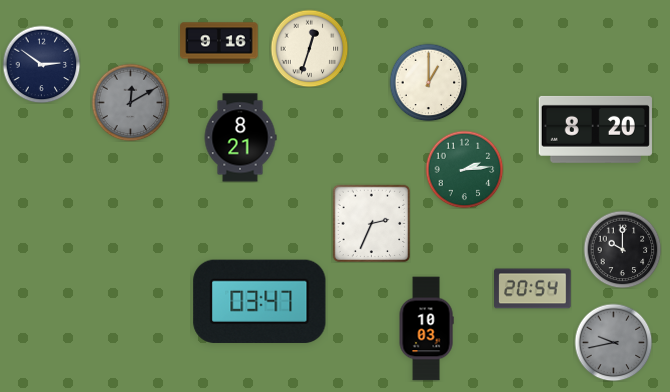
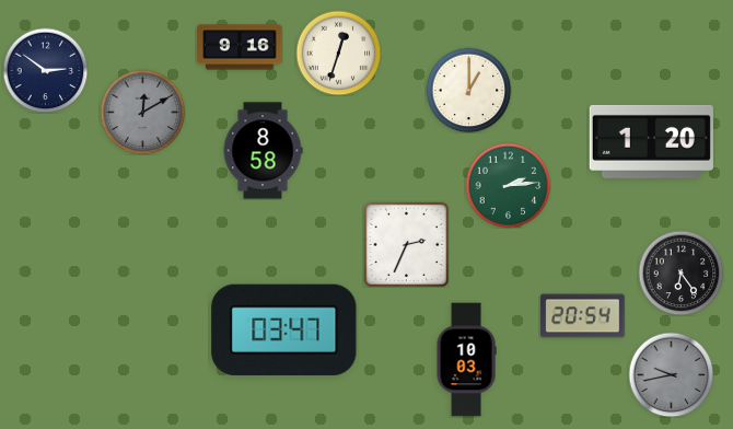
clock at (595, 129): 8:20 -> 1:20
clock at (240, 138): 8:21 -> 8:58
clock at (622, 249): 10:00 -> 6:24
